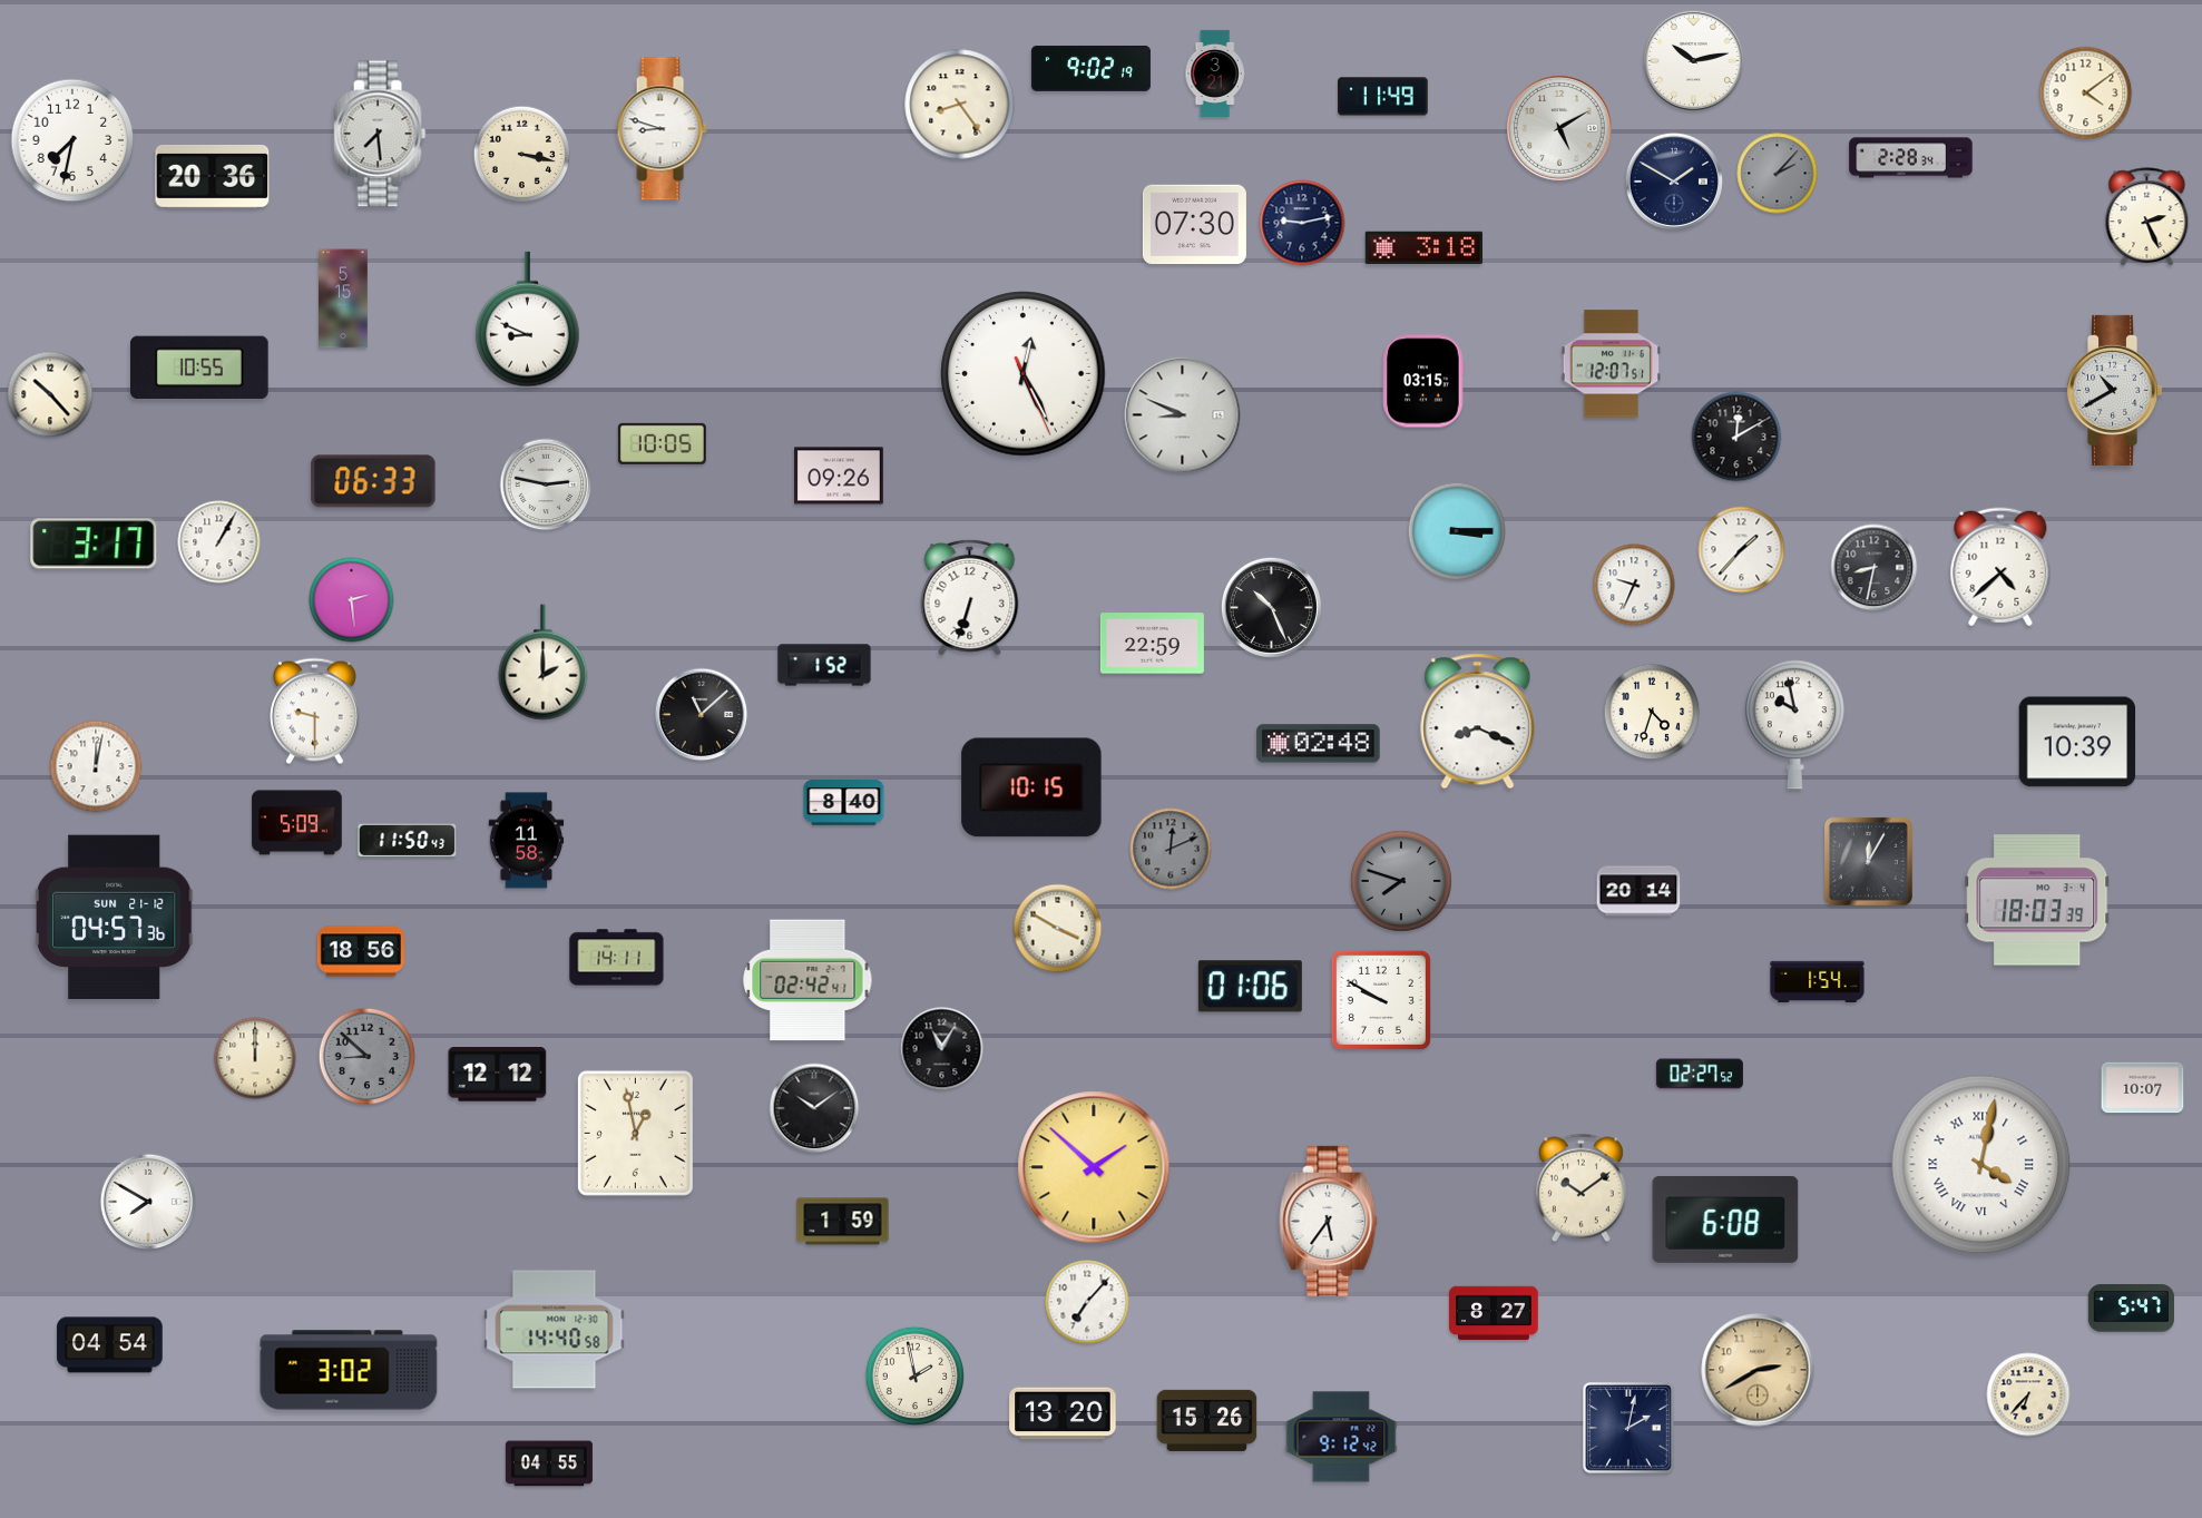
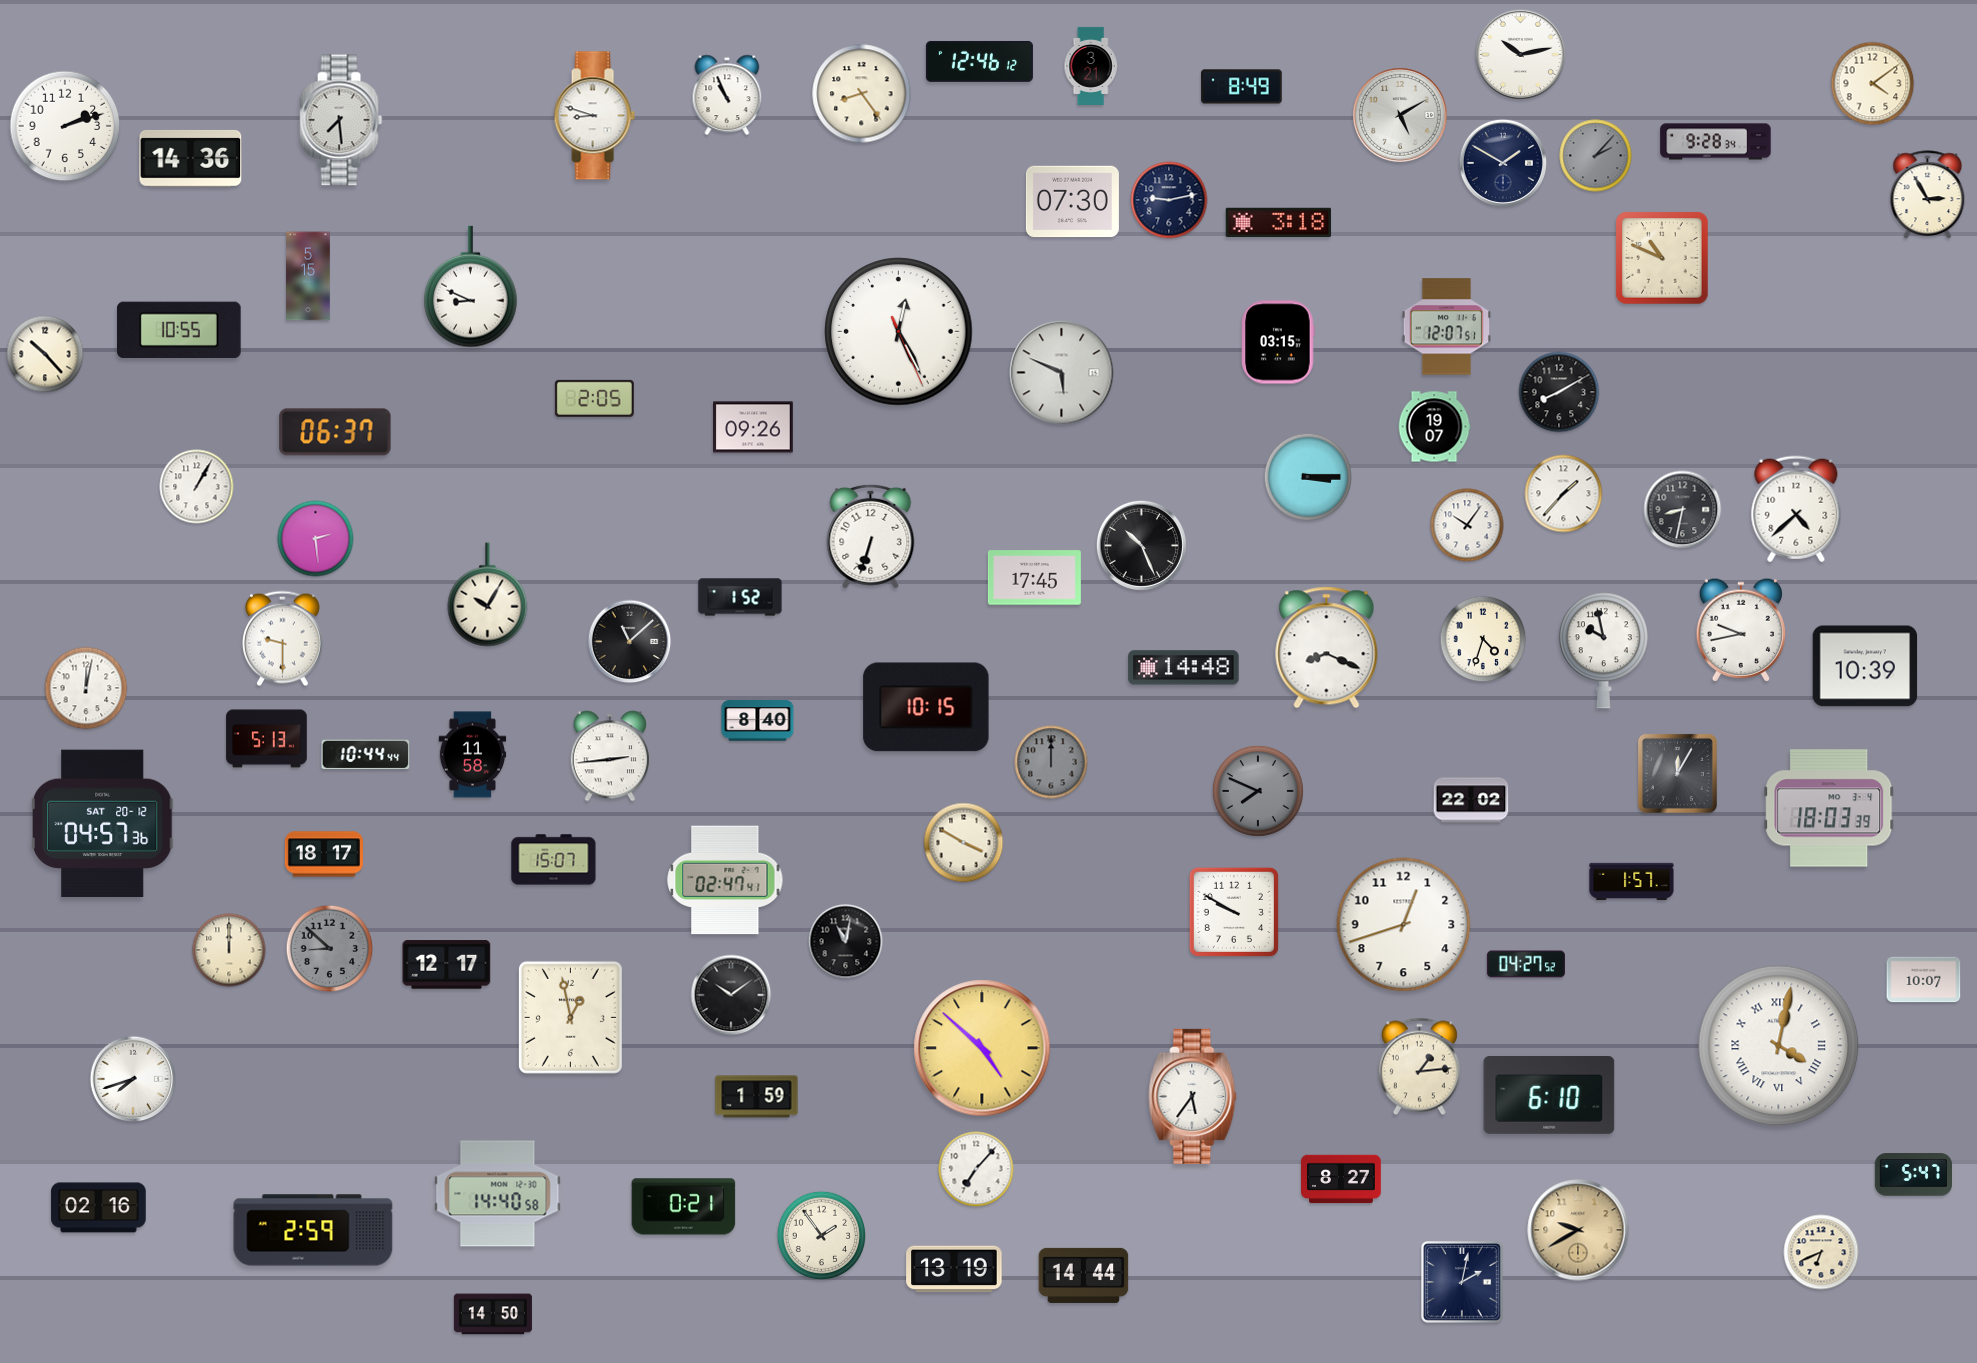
clock at (1090, 68): 9:02 -> 12:46
clock at (1383, 97): 11:49 -> 8:49
clock at (727, 95): none -> 10:56
clock at (72, 140): 7:32 -> 2:12
clock at (522, 155): 3:17 -> none
clock at (1911, 158): 2:28 -> 9:28
clock at (213, 176): 20:36 -> 14:36
clock at (2147, 217): 2:26 -> 2:55
clock at (1662, 258): none -> 10:49
clock at (343, 298) position: (343, 298) -> (308, 276)
clock at (528, 320) position: (528, 320) -> (471, 287)
clock at (1024, 374) position: (1024, 374) -> (899, 332)
clock at (2115, 390): 10:40 -> none
clock at (1183, 415): 8:49 -> 5:49
clock at (1736, 437): 12:10 -> 8:10
clock at (662, 443): 10:05 -> 2:05
clock at (1434, 427): none -> 19:07
clock at (373, 481): 06:33 -> 06:37
clock at (546, 484): 2:47 -> none
clock at (94, 543): 3:17 -> none
clock at (1634, 585): 9:34 -> 10:06
clock at (1152, 644): 22:59 -> 17:45
clock at (544, 663): 2:00 -> 10:05
clock at (1740, 630): none -> 9:43
clock at (1794, 725) position: (1794, 725) -> (1603, 651)
clock at (1319, 744): 02:48 -> 14:48
clock at (297, 823): 5:09 -> 5:13
clock at (408, 841): 11:50 -> 10:44
clock at (610, 756): none -> 2:44
clock at (1171, 849): 12:11 -> 12:00
clock at (1401, 881): 7:48 -> 7:49
clock at (1638, 891): 20:14 -> 22:02
clock at (116, 917) date: SUN 21-12 -> SAT 20-12
clock at (1058, 929) position: (1058, 929) -> (964, 843)
clock at (361, 951): 18:56 -> 18:17
clock at (617, 958): 14:11 -> 15:07
clock at (808, 980): 02:42 -> 02:47
clock at (1818, 982): 1:54 -> 1:57
clock at (1250, 987): 01:06 -> none
clock at (1381, 1000) position: (1381, 1000) -> (1234, 912)
clock at (1404, 925): none -> 12:42
clock at (942, 1049): 11:05 -> 11:02
clock at (1700, 1074): 02:27 -> 04:27
clock at (498, 1075): 12:12 -> 12:17
clock at (2143, 1088) position: (2143, 1088) -> (1924, 980)
clock at (1094, 1167): 1:52 -> 4:52
clock at (1580, 1188): 10:09 -> 1:14
clock at (148, 1202): 7:50 -> 7:42
clock at (1725, 1220): 6:08 -> 6:10
clock at (684, 1207): none -> 0:21
clock at (110, 1345): 04:54 -> 02:16
clock at (349, 1370): 3:02 -> 2:59
clock at (1758, 1370): 2:40 -> 9:40
clock at (914, 1375): 1:58 -> 1:54
clock at (2028, 1394): 6:37 -> 6:41
clock at (1063, 1413): 13:20 -> 13:19
clock at (1207, 1420): 15:26 -> 14:44
clock at (1341, 1437): 9:12 -> none
clock at (549, 1463): 04:55 -> 14:50
